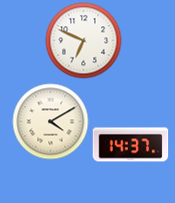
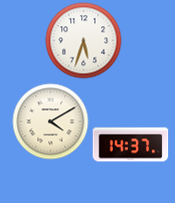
clock at (84, 41): 6:49 -> 5:33
